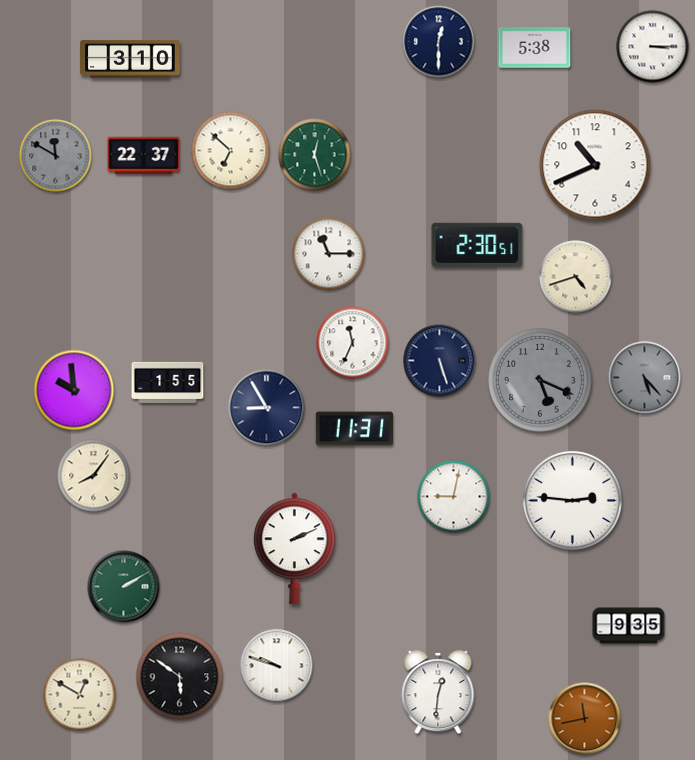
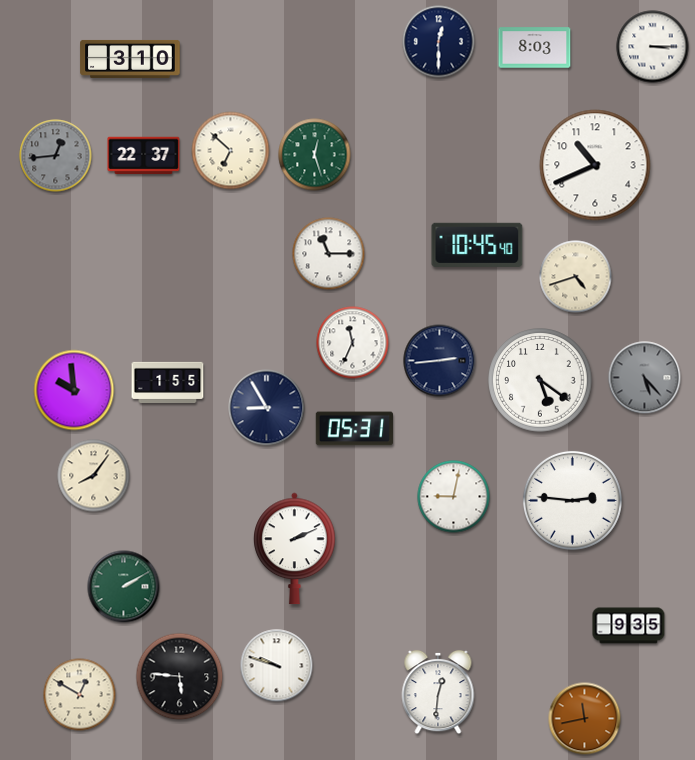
clock at (535, 48): 5:38 -> 8:03
clock at (56, 156): 11:50 -> 12:44
clock at (477, 245): 2:30 -> 10:45
clock at (440, 361): 5:27 -> 2:44
clock at (540, 380): 5:19 -> 5:21
clock at (540, 380) dial: grey -> white
clock at (354, 429): 11:31 -> 05:31
clock at (180, 677): 5:51 -> 5:46
